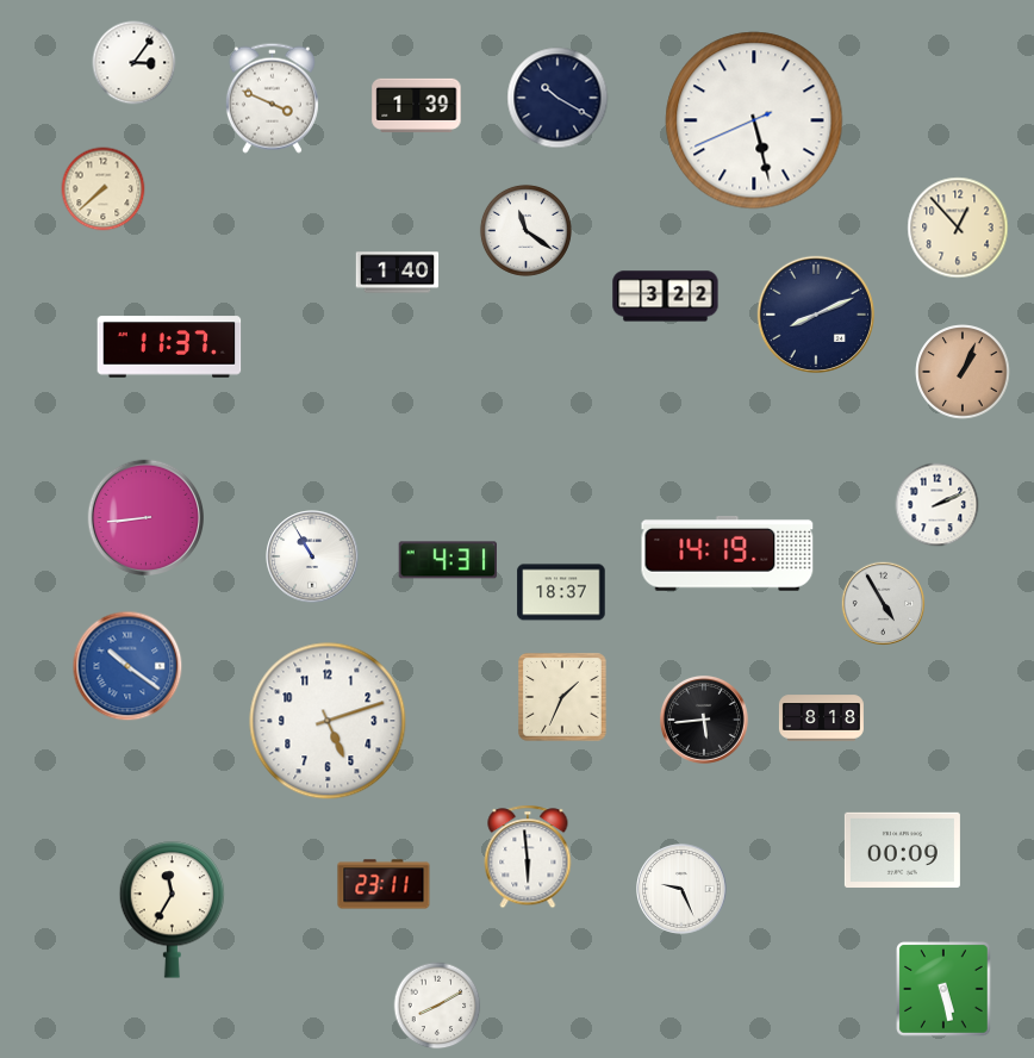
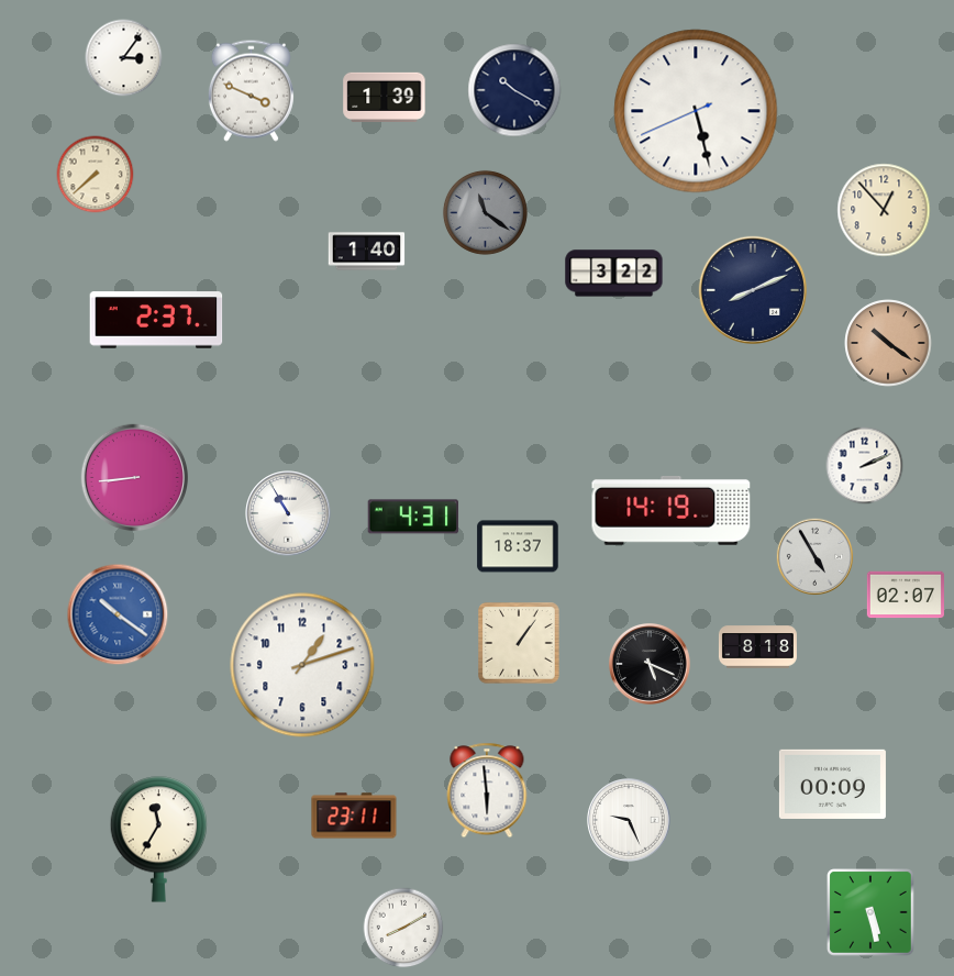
clock at (525, 230) dial: white -> grey
clock at (169, 347): 11:37 -> 2:37
clock at (963, 372): 1:04 -> 10:21
clock at (905, 595): none -> 02:07
clock at (562, 697): 1:34 -> 1:06
clock at (821, 718) position: (821, 718) -> (757, 647)
clock at (328, 721): 5:12 -> 1:12
clock at (705, 721): 5:44 -> 5:19
